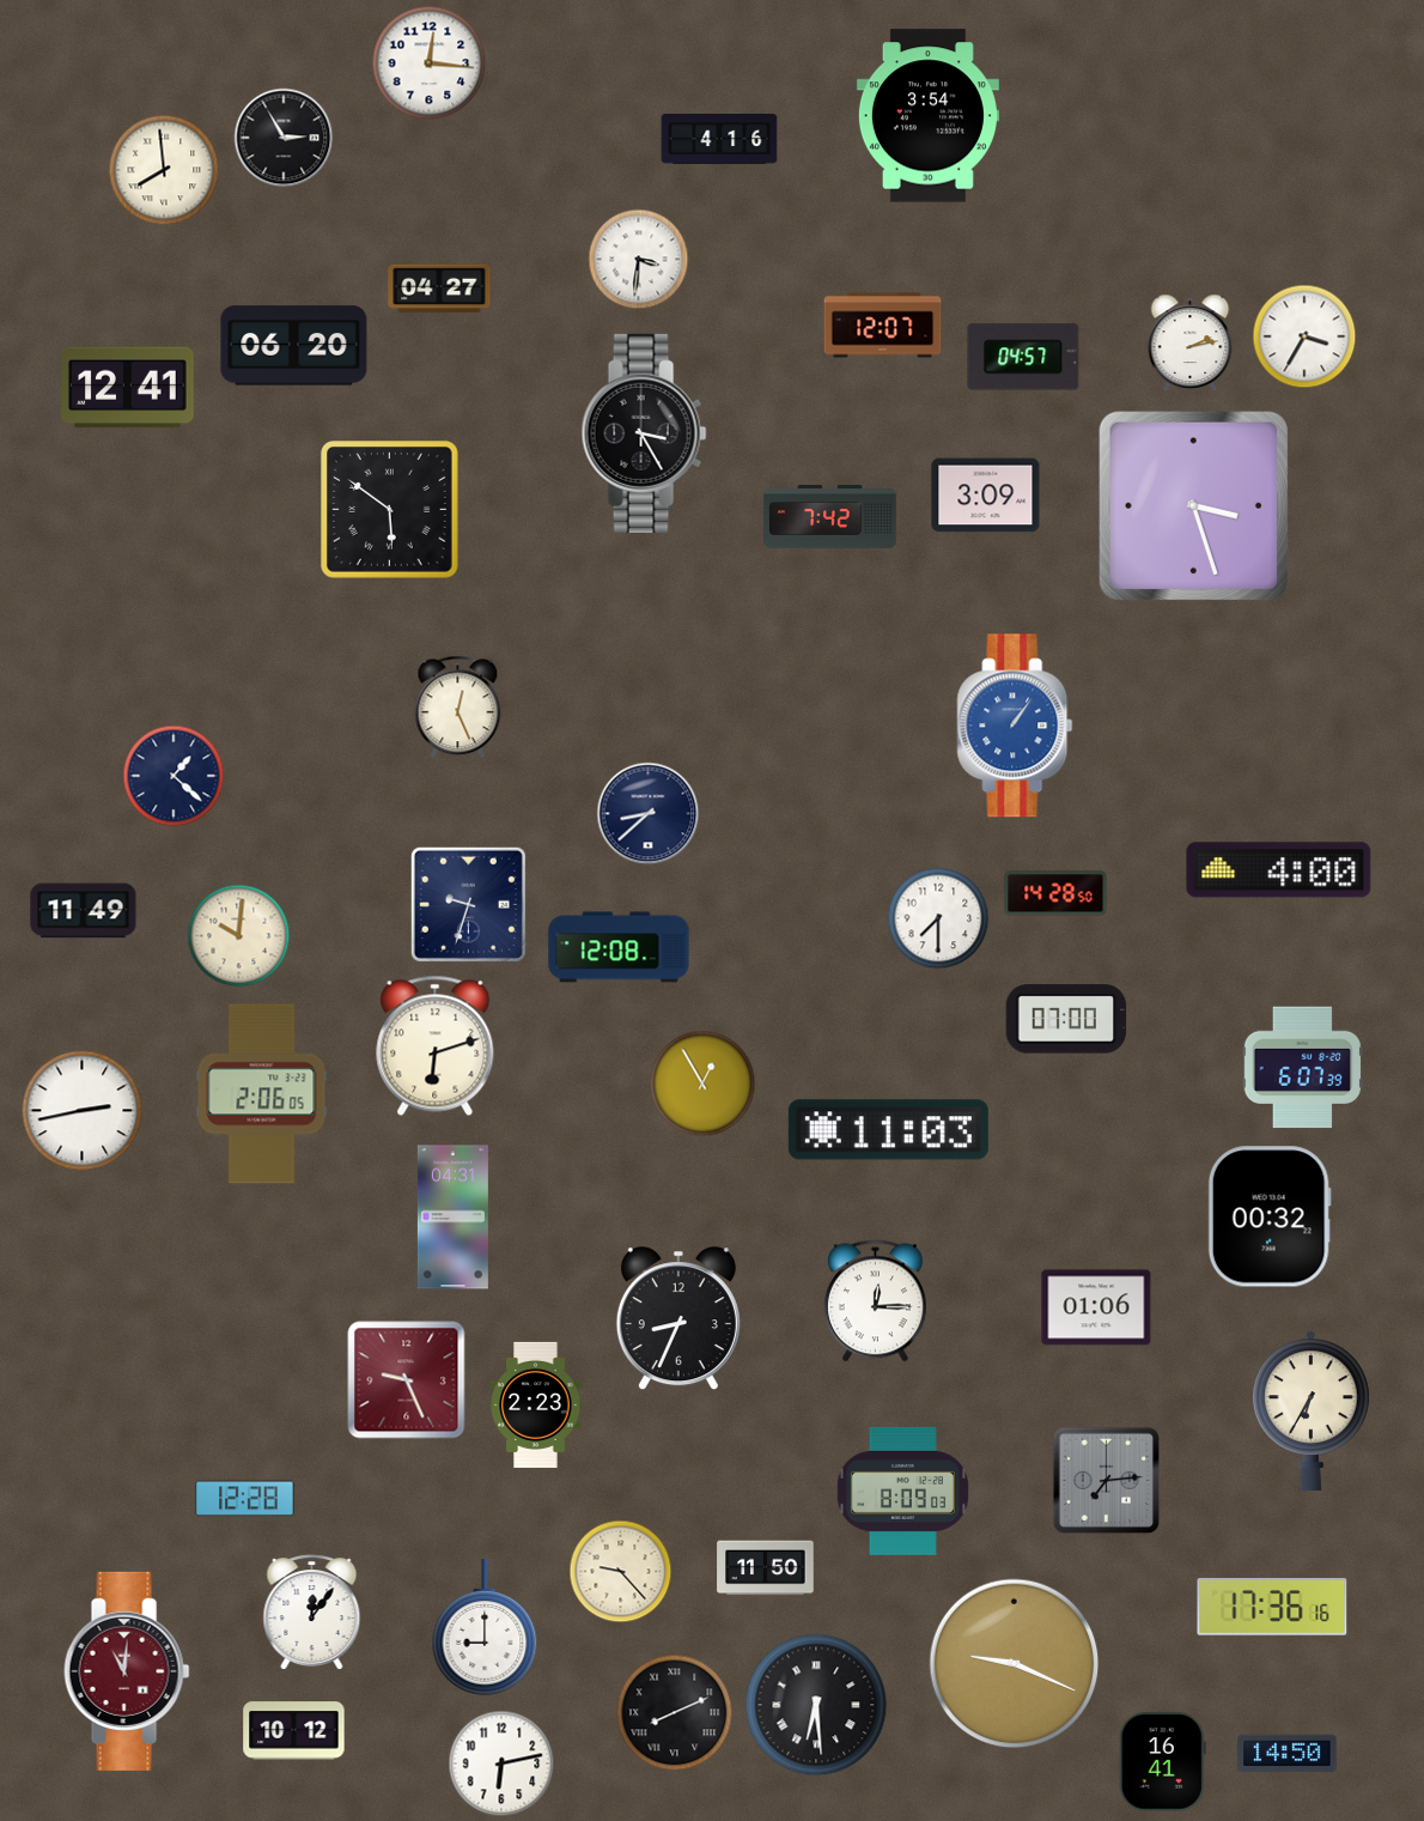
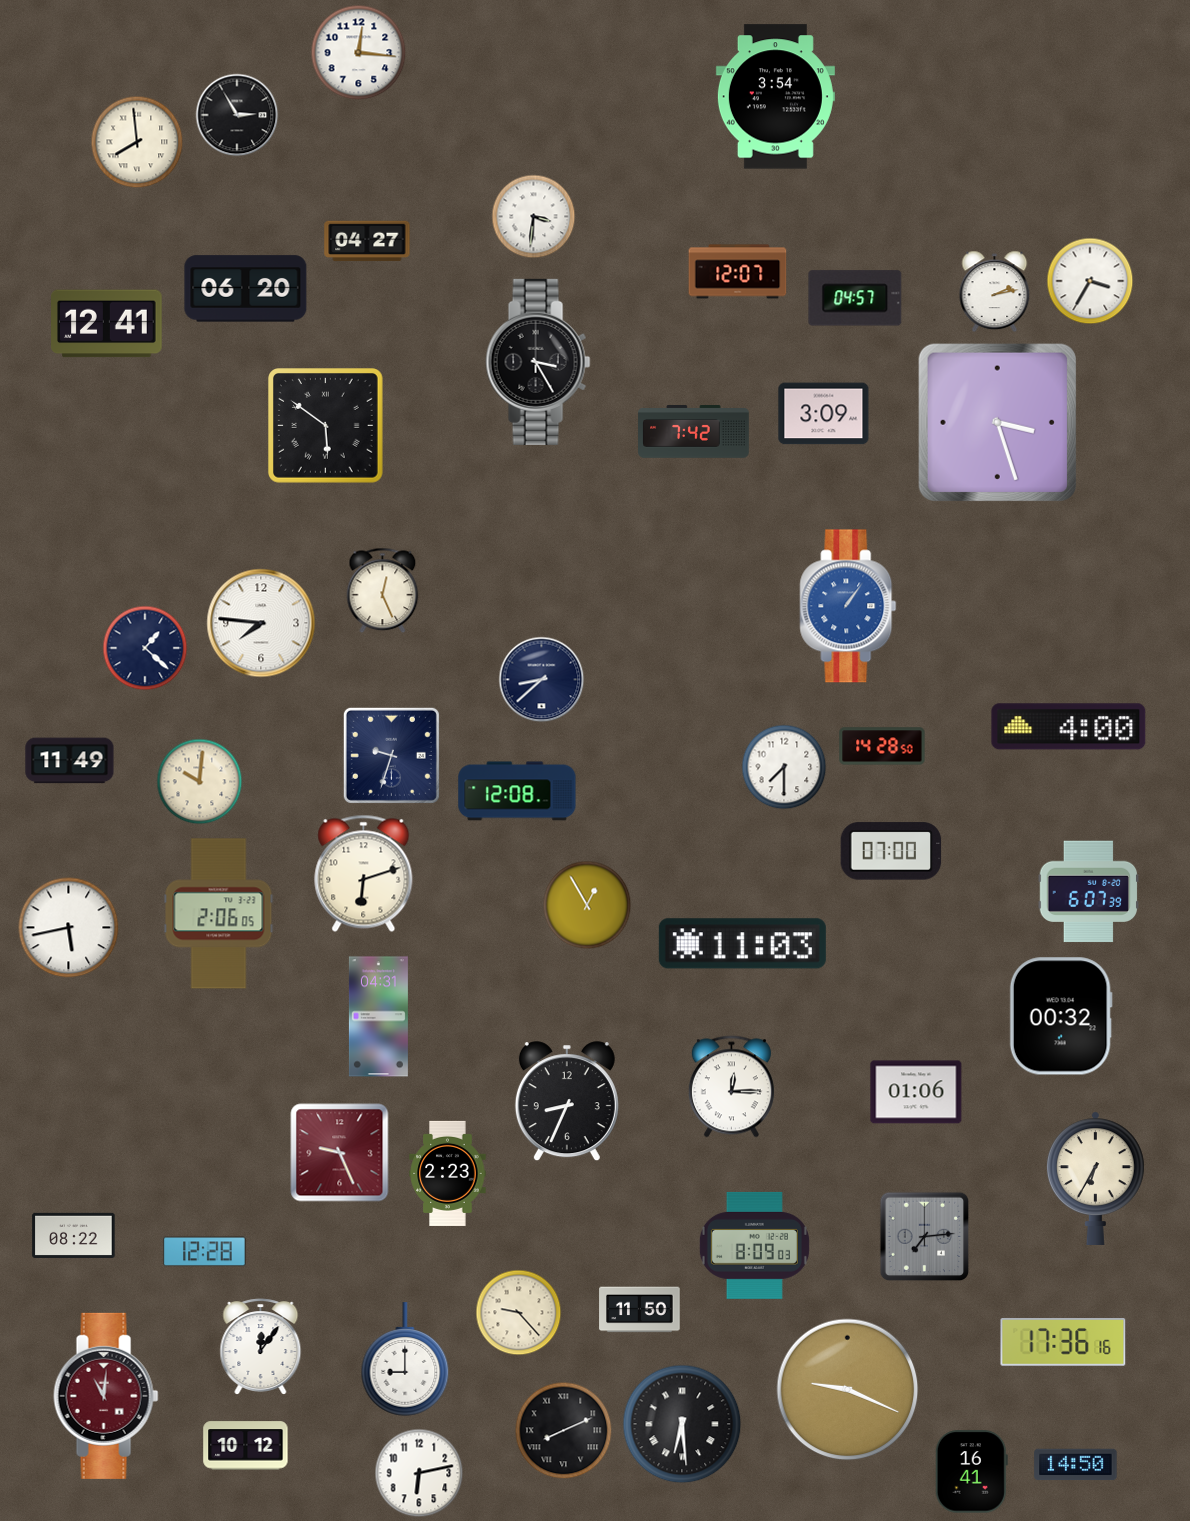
clock at (719, 140): 4:16 -> none
clock at (1191, 344) position: (1191, 344) -> (995, 292)
clock at (261, 623): none -> 7:46
clock at (83, 1111): 2:43 -> 5:43
clock at (74, 1235): none -> 08:22
